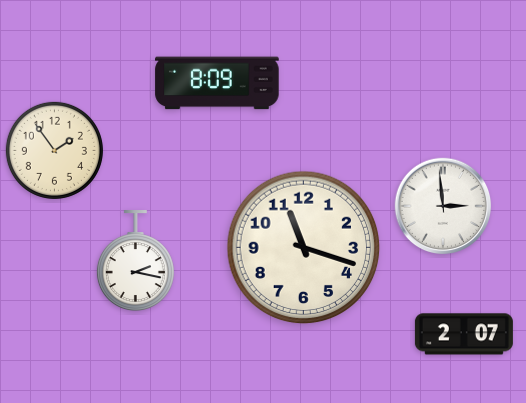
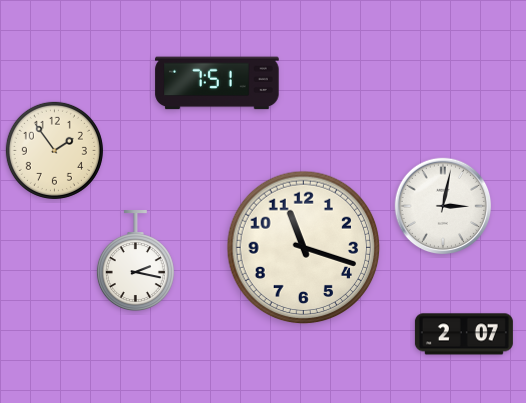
clock at (217, 83): 8:09 -> 7:51
clock at (443, 206): 2:59 -> 3:02
